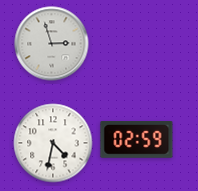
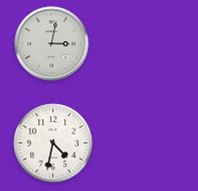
clock at (52, 44): 2:57 -> 3:02
clock at (137, 140): 02:59 -> none
